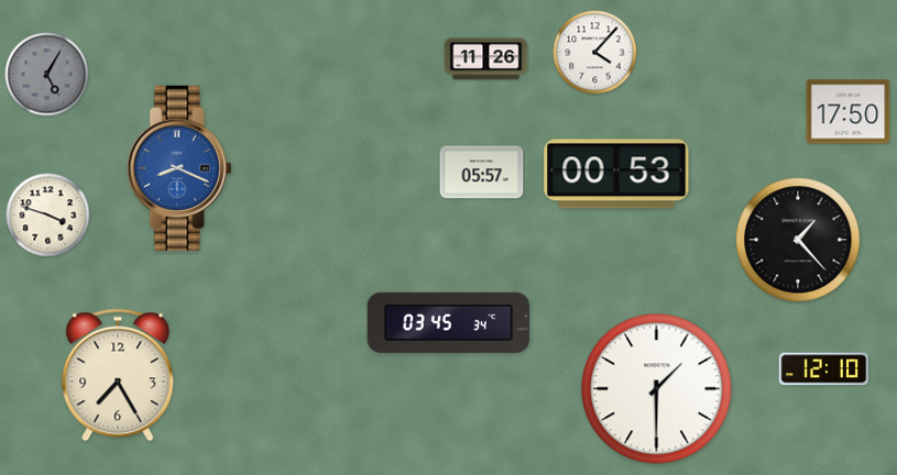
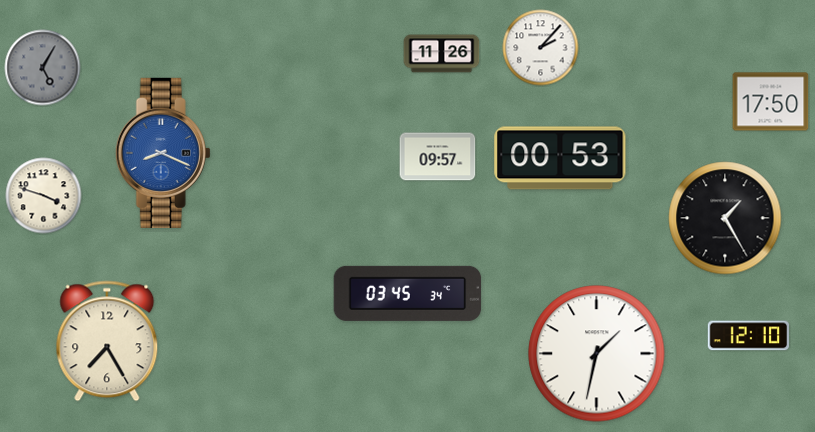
clock at (595, 53): 4:07 -> 2:07
clock at (482, 173): 05:57 -> 09:57
clock at (798, 240): 1:23 -> 1:25
clock at (657, 389): 1:30 -> 1:32
